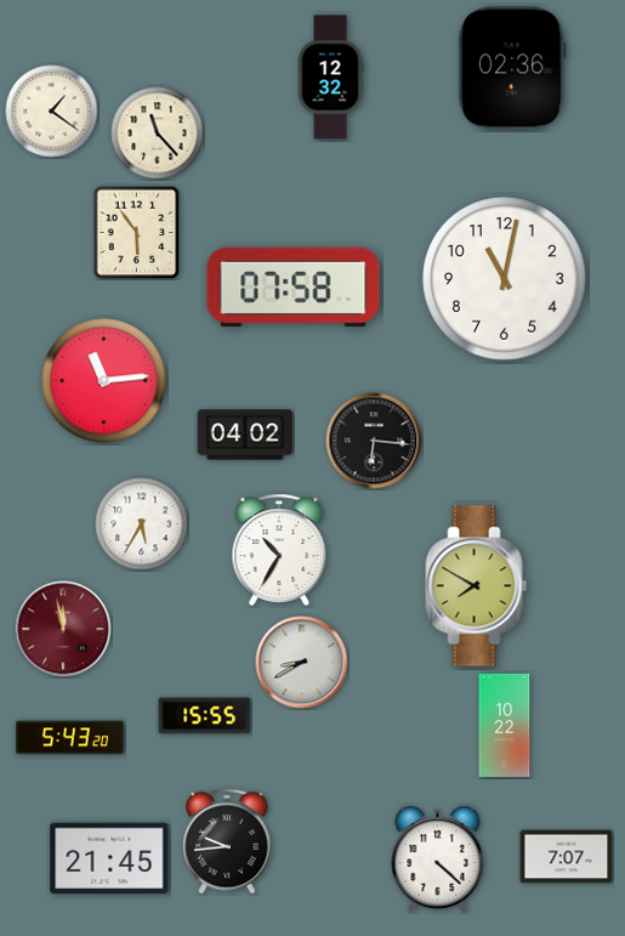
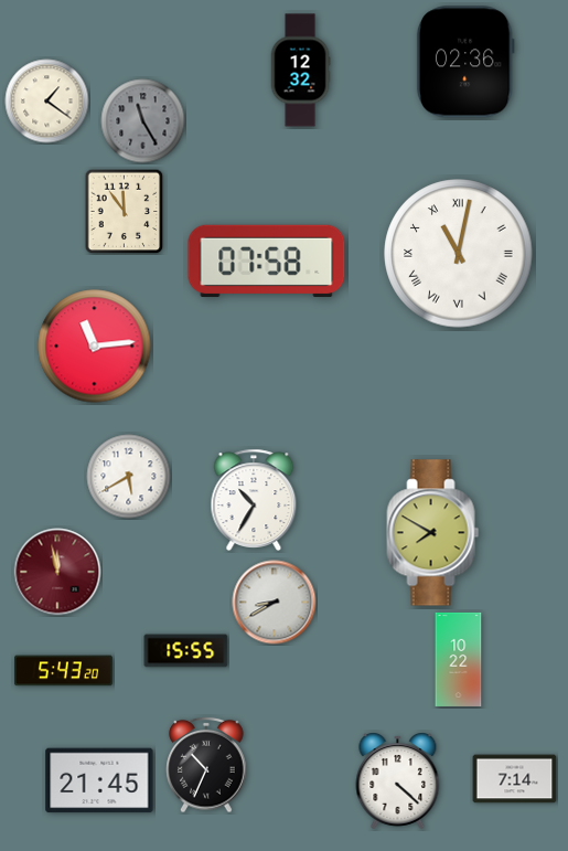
clock at (158, 134): 11:23 -> 11:25
clock at (158, 134) dial: cream -> grey
clock at (137, 232): 5:54 -> 11:54
clock at (505, 279) numerals: Arabic -> Roman
clock at (245, 435): 04:02 -> none
clock at (374, 441): 6:16 -> none
clock at (142, 524): 5:35 -> 5:40
clock at (227, 841): 9:44 -> 10:34
clock at (567, 857): 7:07 -> 7:14
